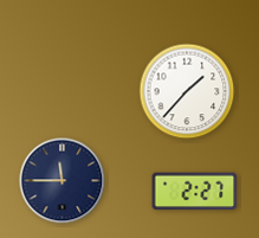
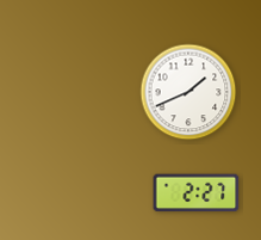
clock at (187, 91): 1:37 -> 1:41
clock at (63, 181): 11:45 -> none
